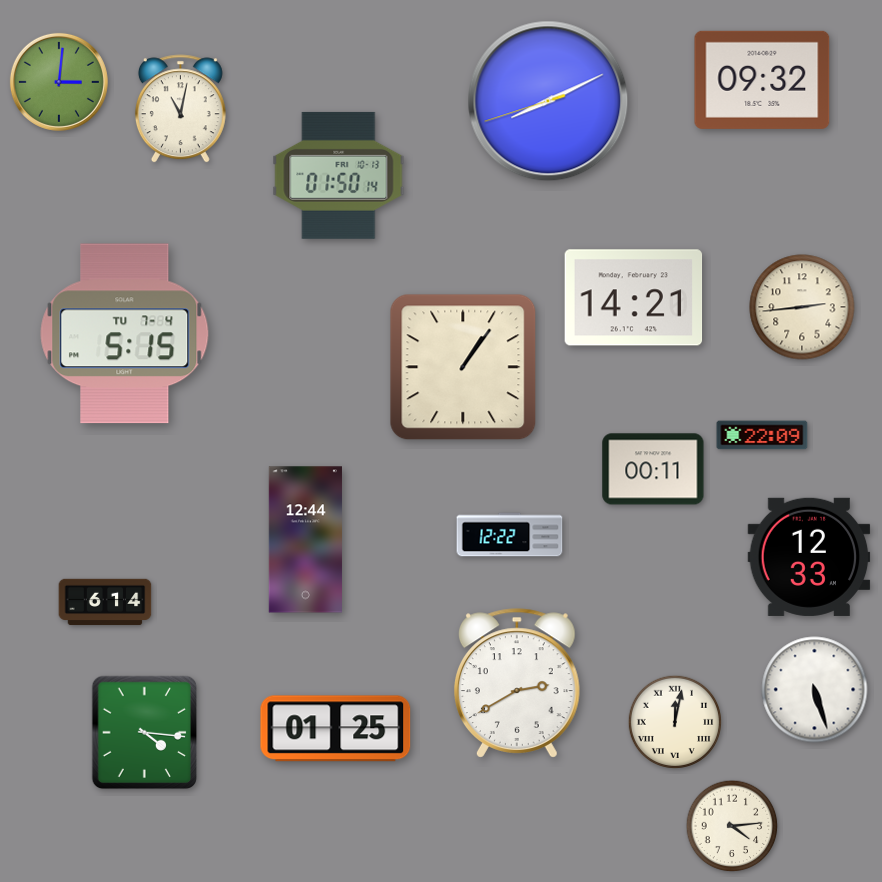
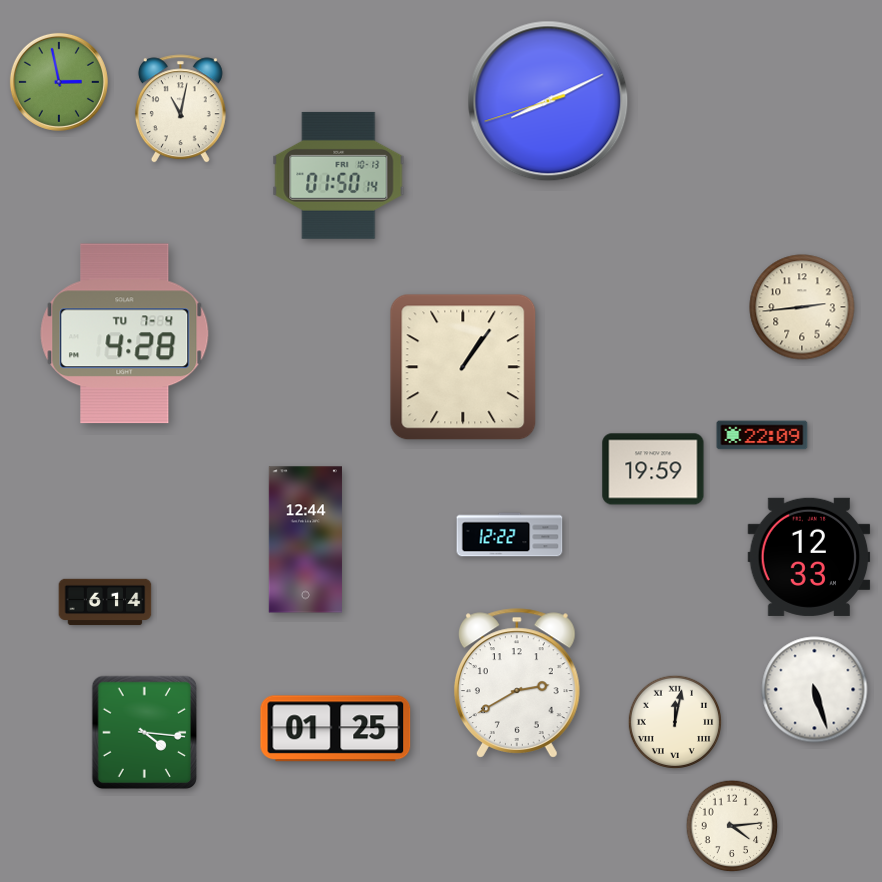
clock at (762, 80): 09:32 -> none
clock at (59, 82): 3:01 -> 2:58
clock at (634, 298): 14:21 -> none
clock at (125, 334): 5:15 -> 4:28
clock at (653, 469): 00:11 -> 19:59
